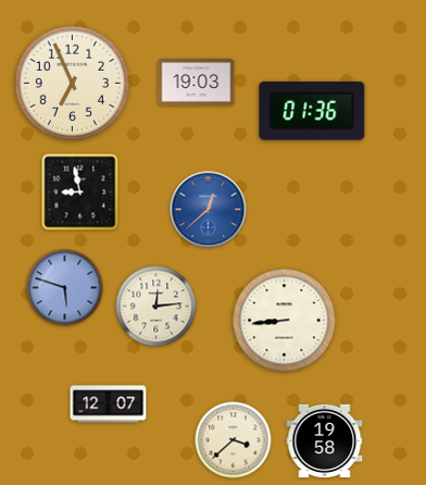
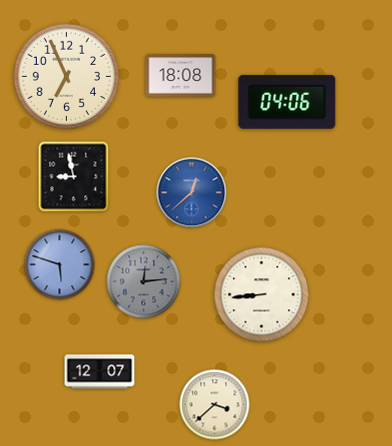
clock at (197, 83): 19:03 -> 18:08
clock at (312, 111): 01:36 -> 04:06
clock at (156, 307) dial: cream -> grey
clock at (325, 442): 19:58 -> none
